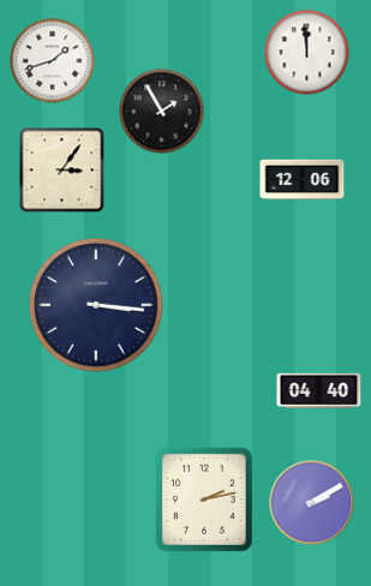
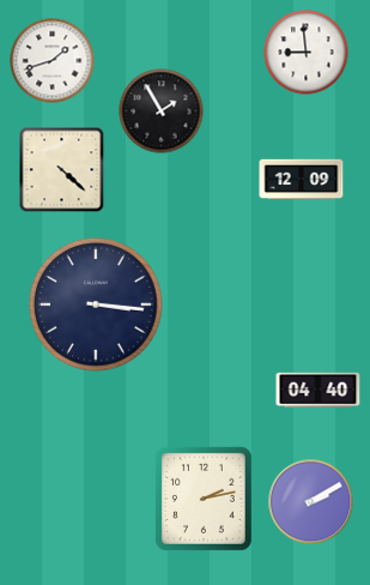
clock at (307, 53): 11:59 -> 8:59
clock at (62, 171): 3:06 -> 4:22
clock at (303, 180): 12:06 -> 12:09
